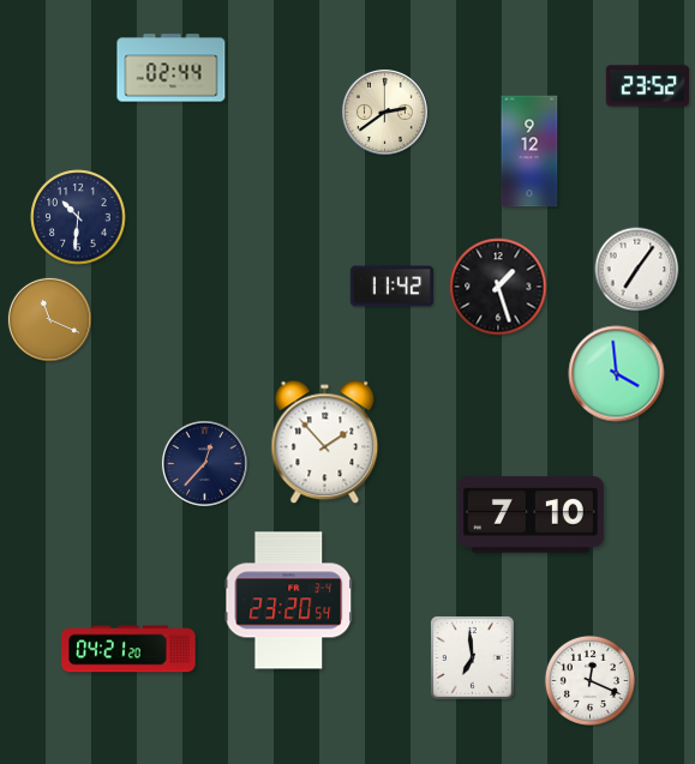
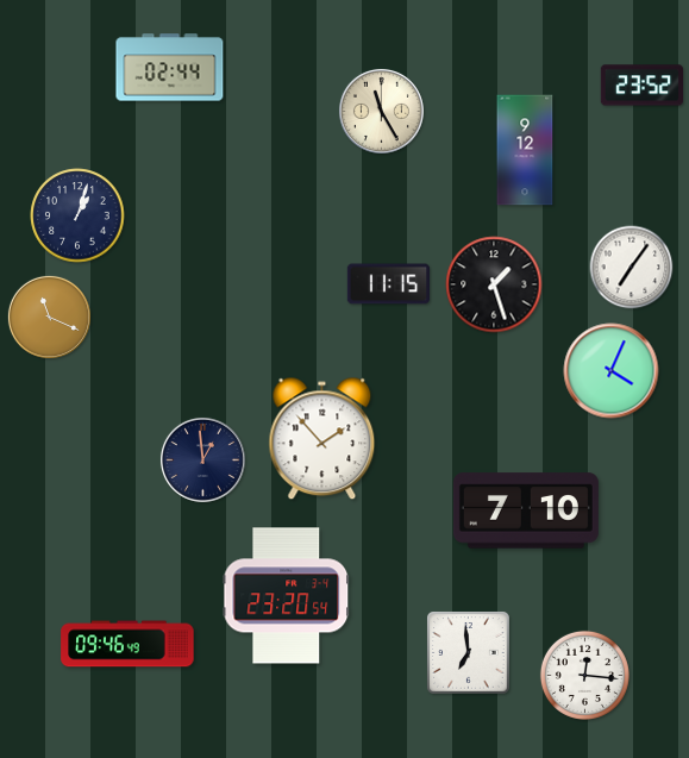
clock at (384, 112): 2:39 -> 11:25
clock at (78, 217): 10:31 -> 1:03
clock at (391, 287): 11:42 -> 11:15
clock at (617, 374): 3:59 -> 4:04
clock at (204, 463): 12:37 -> 12:59
clock at (128, 649): 04:21 -> 09:46
clock at (589, 680): 12:19 -> 12:16
